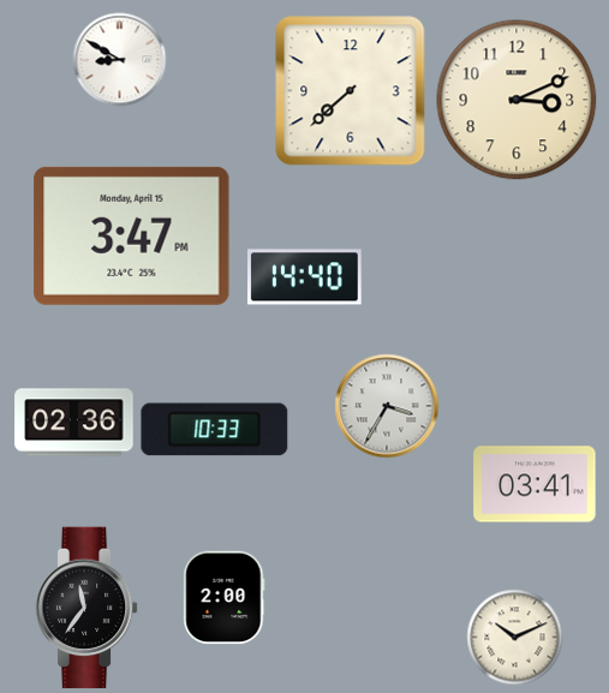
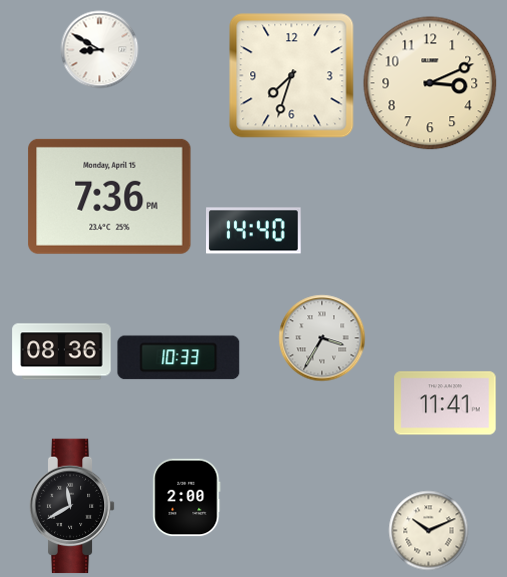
clock at (351, 91): 7:38 -> 7:33
clock at (132, 235): 3:47 -> 7:36
clock at (74, 423): 02:36 -> 08:36
clock at (535, 484): 03:41 -> 11:41
clock at (86, 608): 11:36 -> 11:40
